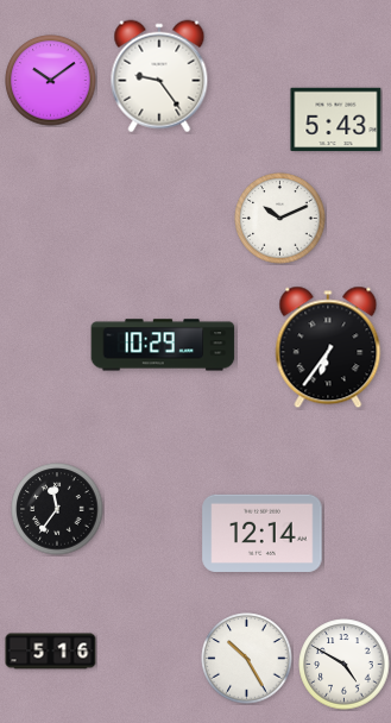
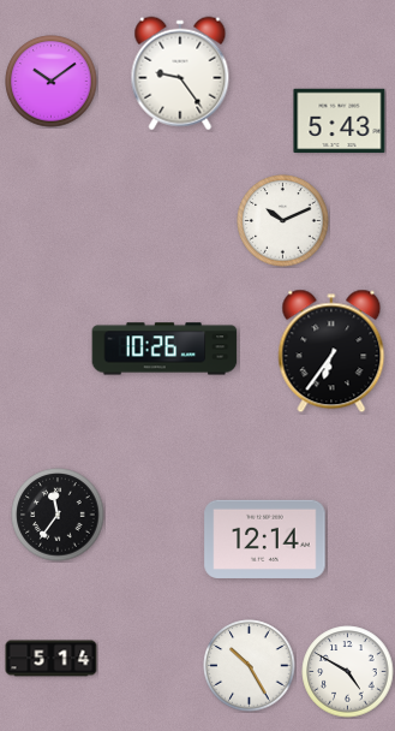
clock at (159, 76) position: (159, 76) -> (180, 73)
clock at (163, 345): 10:29 -> 10:26
clock at (51, 652): 5:16 -> 5:14
